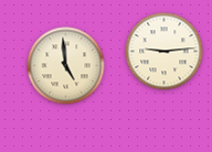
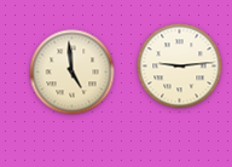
clock at (165, 52) position: (165, 52) -> (180, 67)
